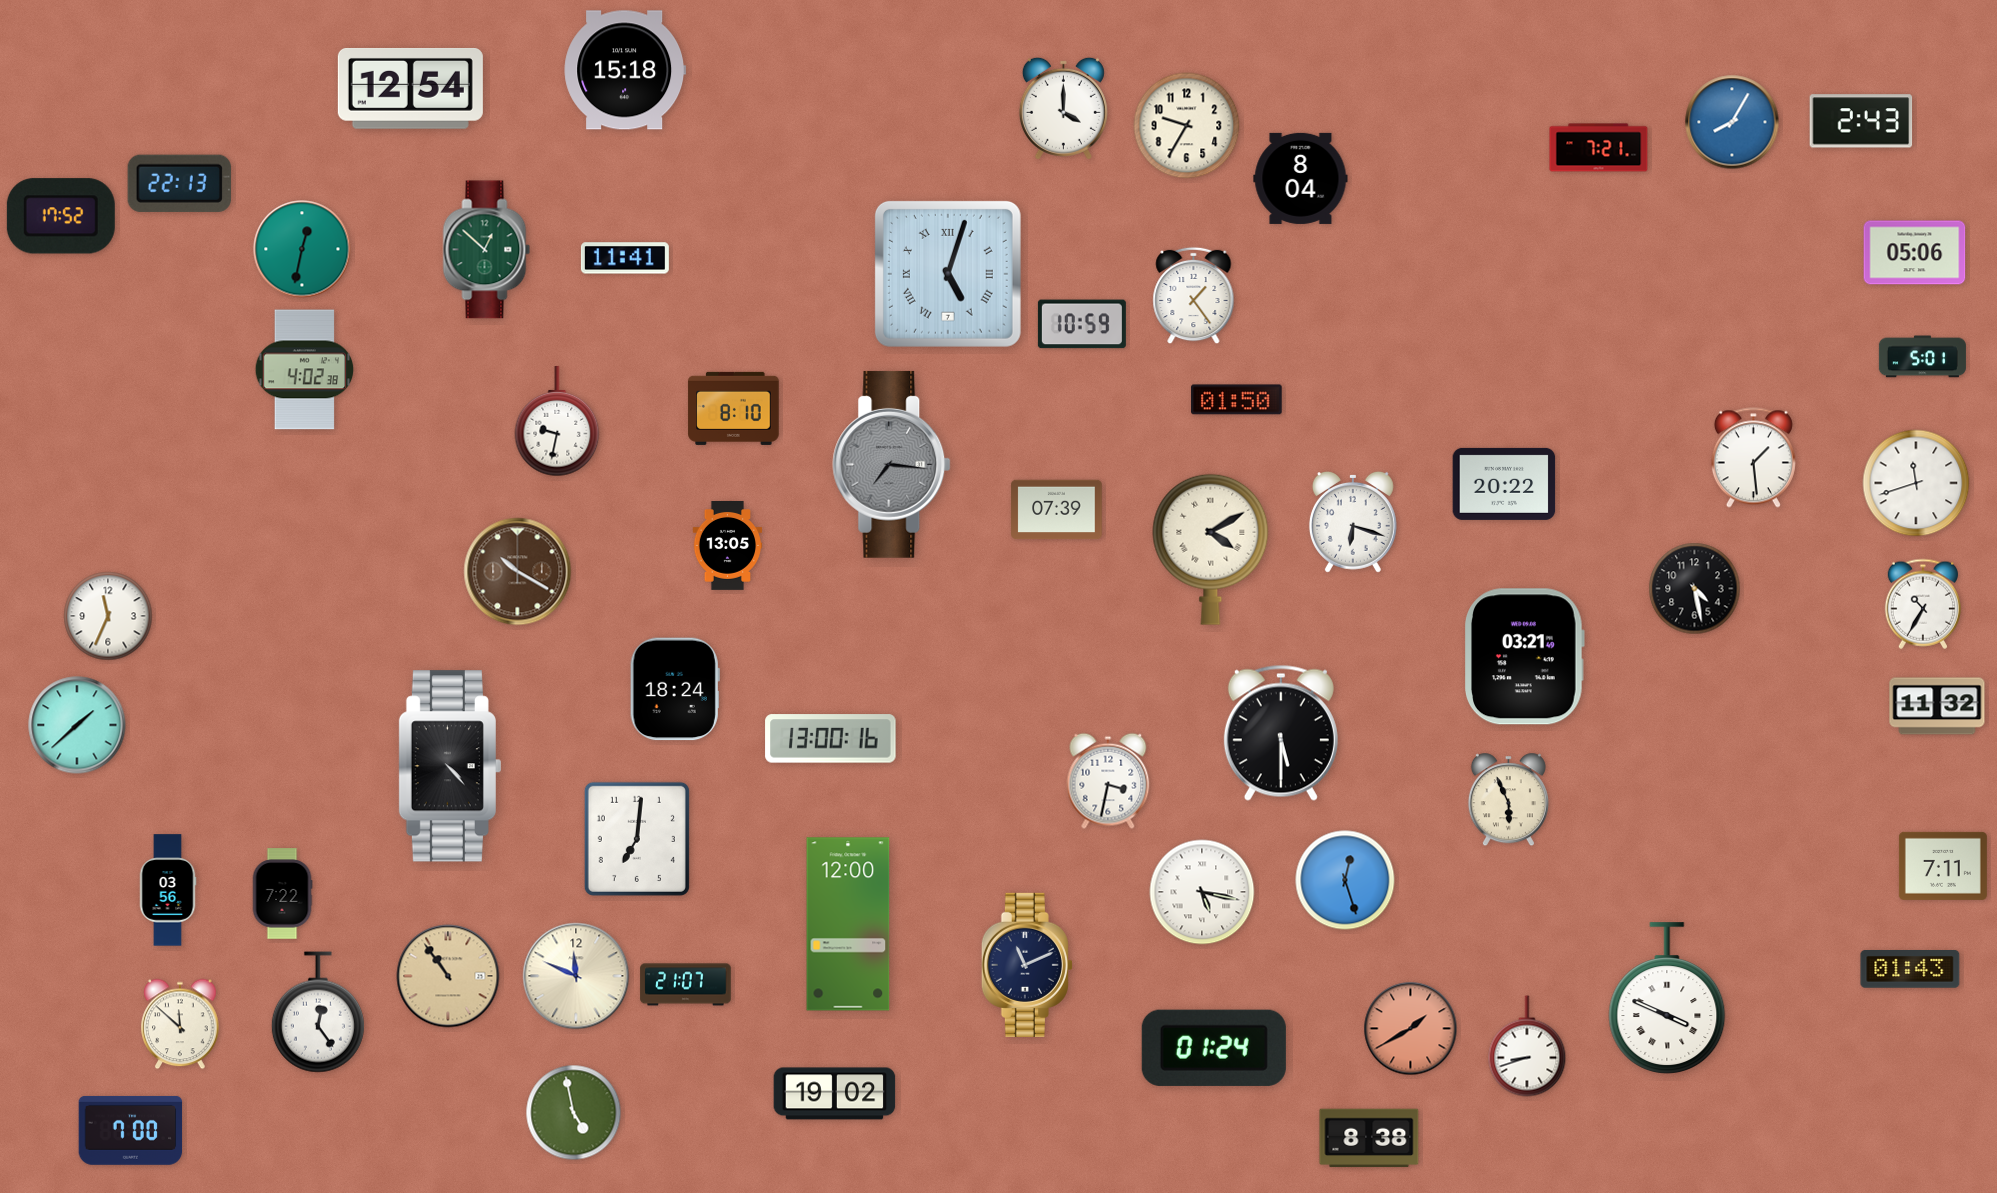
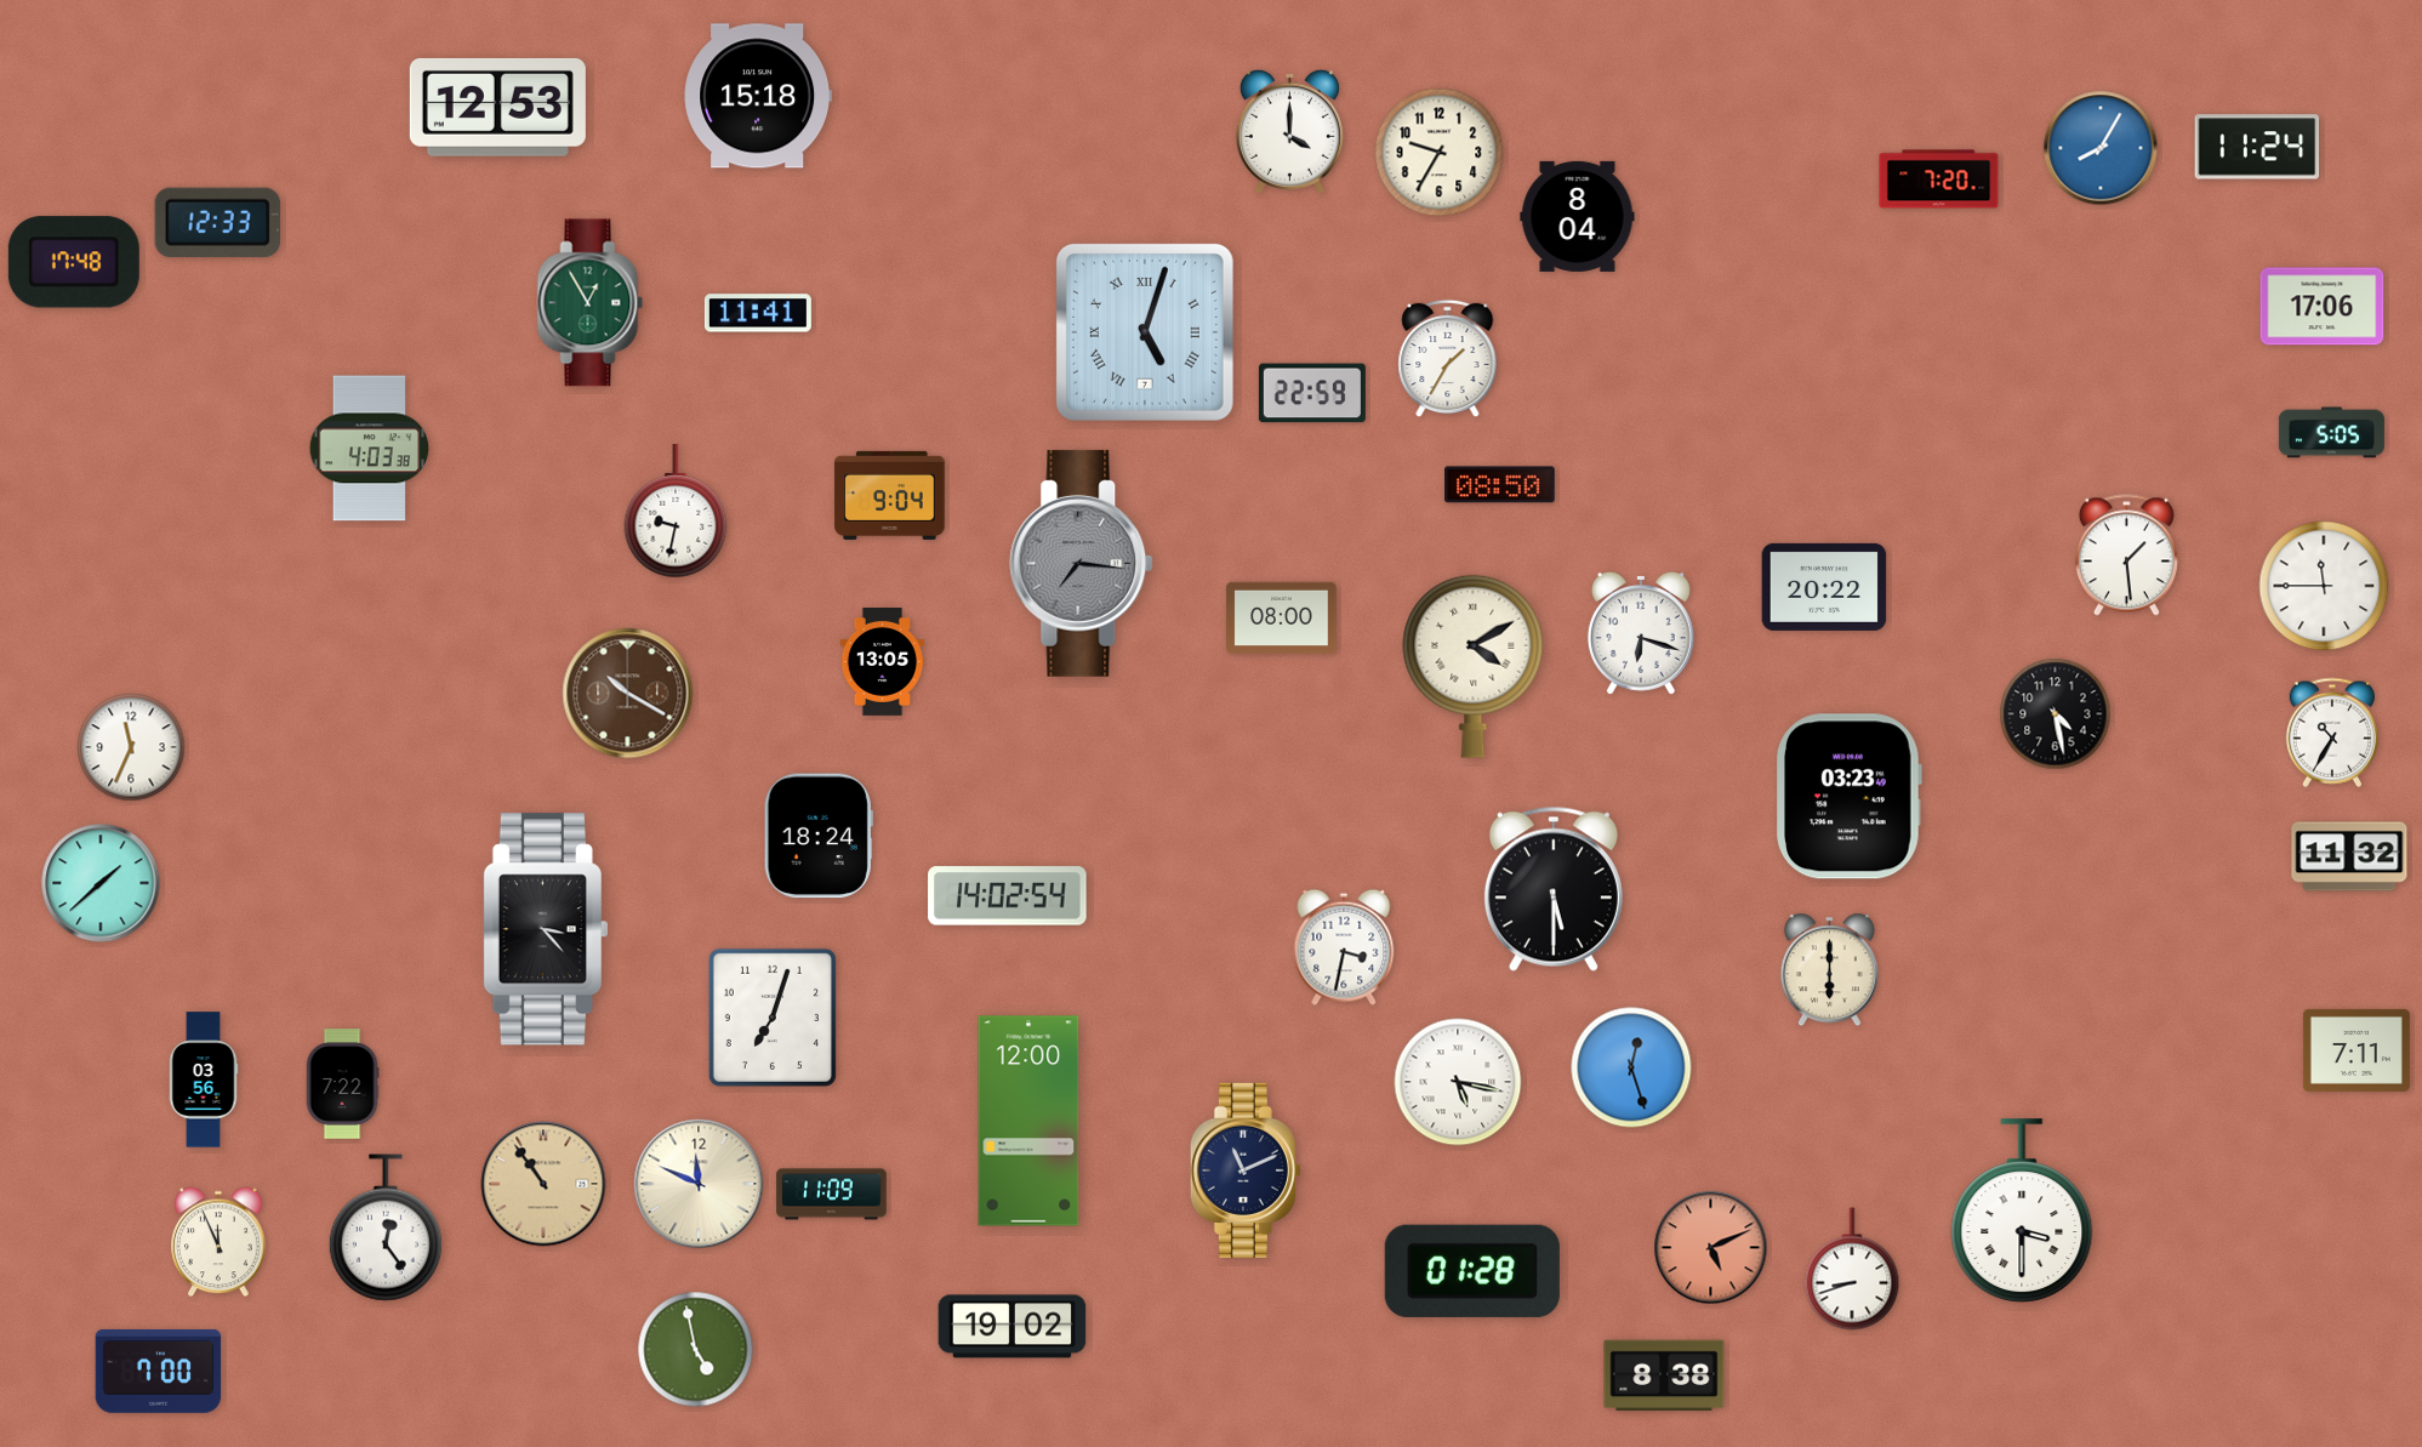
clock at (625, 70) position: (625, 70) -> (758, 96)
clock at (410, 88): 12:54 -> 12:53
clock at (1861, 121): 2:43 -> 11:24
clock at (1599, 148): 7:21 -> 7:20
clock at (179, 183): 22:13 -> 12:33
clock at (61, 216): 17:52 -> 17:48
clock at (302, 249): 12:32 -> none
clock at (487, 250): 12:52 -> 12:55
clock at (1915, 253): 05:06 -> 17:06
clock at (948, 274) position: (948, 274) -> (1145, 332)
clock at (1194, 296): 1:24 -> 1:35
clock at (1082, 324): 10:59 -> 22:59
clock at (1922, 357): 5:01 -> 5:05
clock at (305, 370): 4:02 -> 4:03
clock at (1237, 400): 01:50 -> 08:50
clock at (734, 408): 8:10 -> 9:04
clock at (1916, 483): 11:42 -> 11:45
clock at (1057, 510): 07:39 -> 08:00
clock at (1211, 549) position: (1211, 549) -> (1474, 666)
clock at (1524, 657): 03:21 -> 03:23
clock at (77, 725) position: (77, 725) -> (101, 883)
clock at (831, 739): 13:00 -> 14:02
clock at (450, 766): 4:23 -> 3:23
clock at (1508, 800): 5:56 -> 6:00
clock at (637, 839): 7:01 -> 7:03
clock at (1910, 970): 01:43 -> none
clock at (686, 985): 21:07 -> 11:09
clock at (1667, 998): 3:49 -> 3:30
clock at (180, 1024): 11:52 -> 11:56
clock at (1411, 1029): 1:40 -> 5:11
clock at (1214, 1048): 01:24 -> 01:28
clock at (1369, 1138) position: (1369, 1138) -> (1664, 1375)
